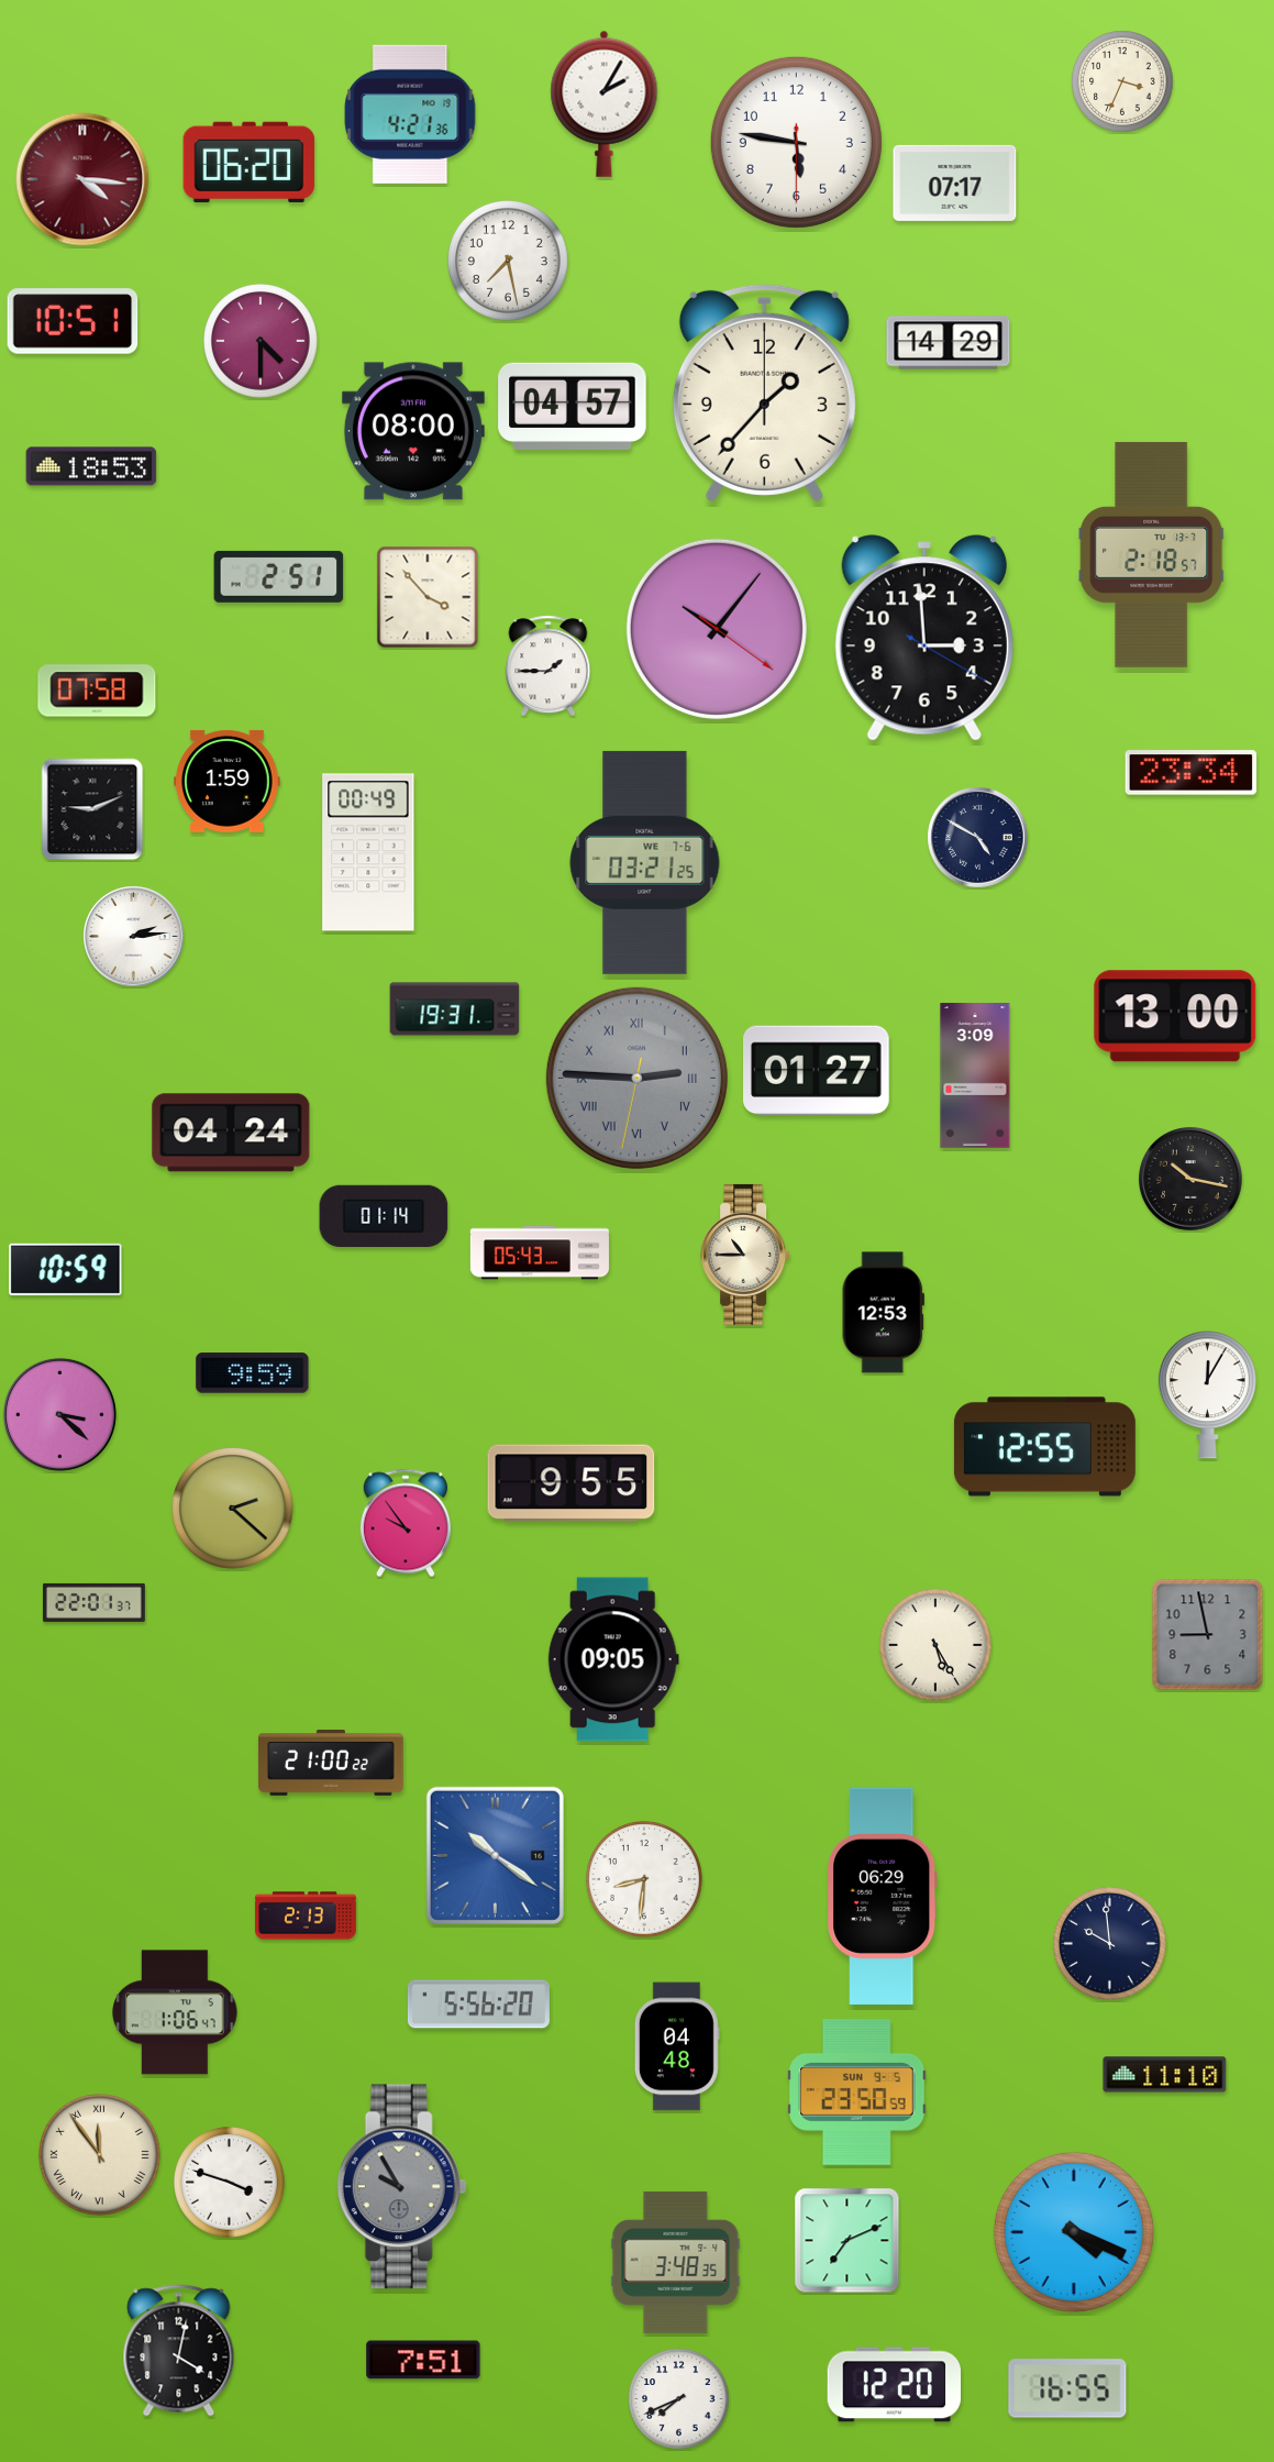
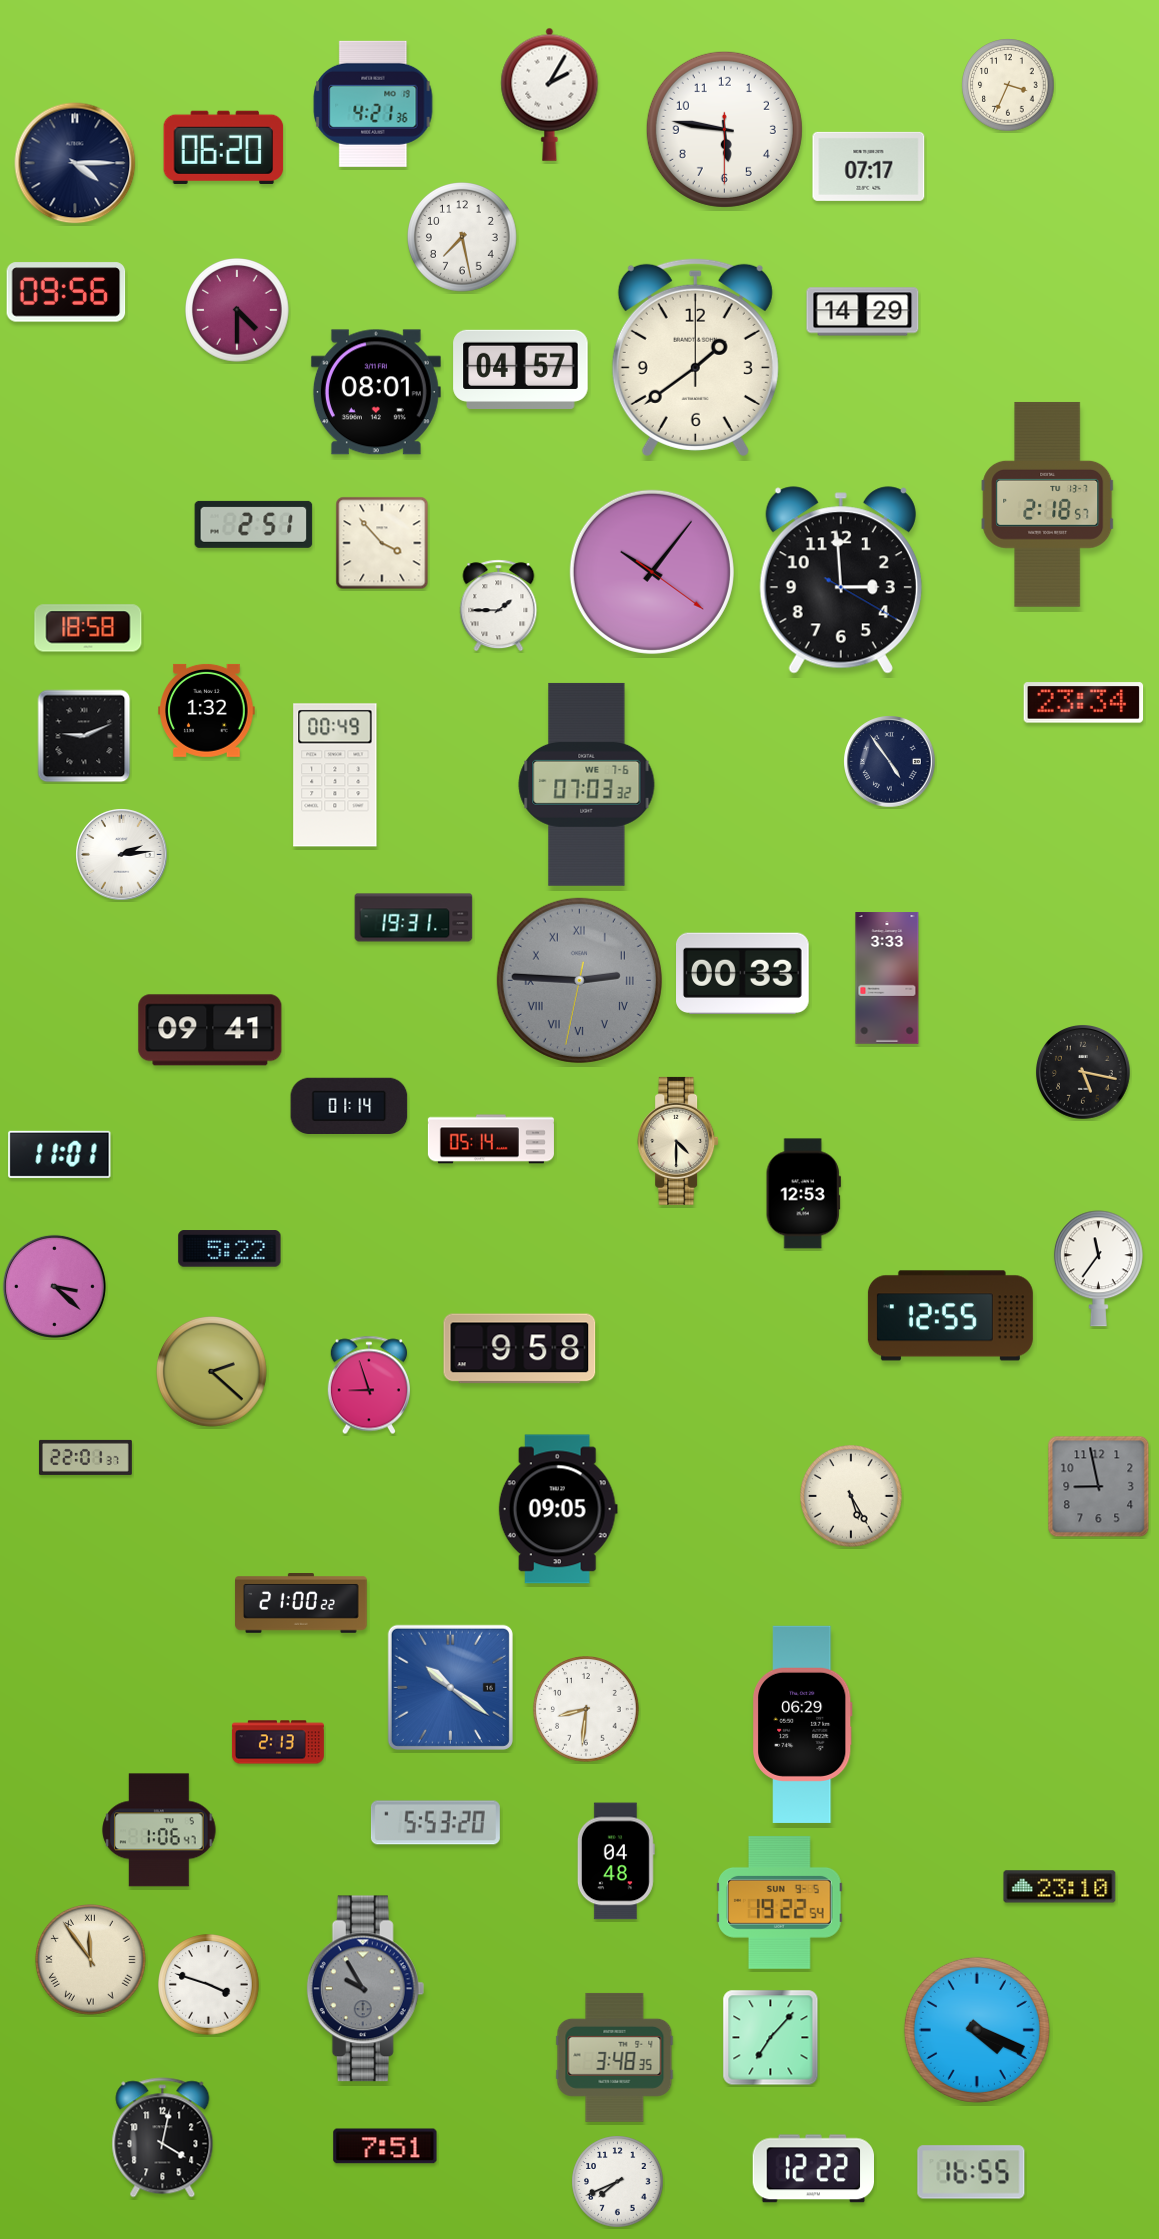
clock at (1122, 81) position: (1122, 81) -> (1008, 85)
clock at (250, 162) position: (250, 162) -> (224, 147)
clock at (82, 179): 4:16 -> 4:15
clock at (82, 179) dial: burgundy -> navy
clock at (73, 321): 10:51 -> 09:56
clock at (764, 393): 1:37 -> 1:39
clock at (413, 431): 08:00 -> 08:01
clock at (91, 466): 18:53 -> none
clock at (428, 597) position: (428, 597) -> (382, 543)
clock at (97, 691): 07:58 -> 18:58
clock at (228, 781): 1:59 -> 1:32
clock at (978, 838): 4:50 -> 4:54
clock at (645, 862): 03:21 -> 07:03
clock at (134, 937) position: (134, 937) -> (122, 855)
clock at (1175, 1016): 13:00 -> none
clock at (817, 1070): 01:27 -> 00:33
clock at (975, 1075): 3:09 -> 3:33
clock at (231, 1133): 04:24 -> 09:41
clock at (1192, 1180): 10:17 -> 5:17
clock at (540, 1252): 05:43 -> 05:14
clock at (745, 1255): 10:45 -> 4:30
clock at (66, 1269): 10:59 -> 11:01
clock at (253, 1373): 9:59 -> 5:22
clock at (1207, 1395): 12:05 -> 11:36
clock at (572, 1483): 9:55 -> 9:58
clock at (405, 1523): 9:54 -> 8:57
clock at (1110, 1944): 9:59 -> none
clock at (478, 2005): 5:56 -> 5:53
clock at (1165, 2075): 11:10 -> 23:10
clock at (857, 2093): 23:50 -> 19:22
clock at (848, 2241): 7:11 -> 7:07
clock at (894, 2385): 12:20 -> 12:22
